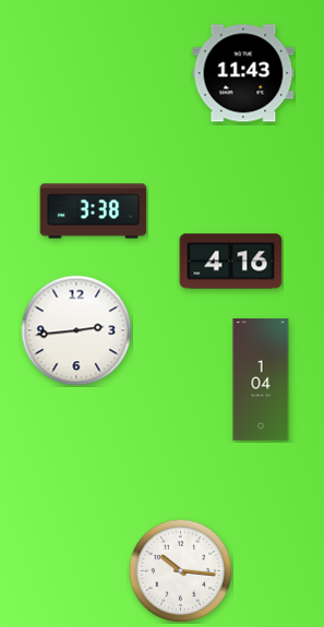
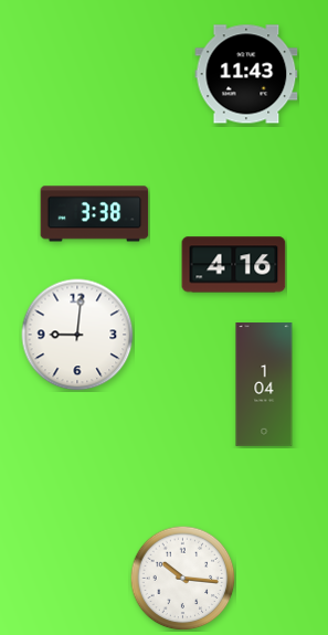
clock at (76, 330): 2:44 -> 9:01
